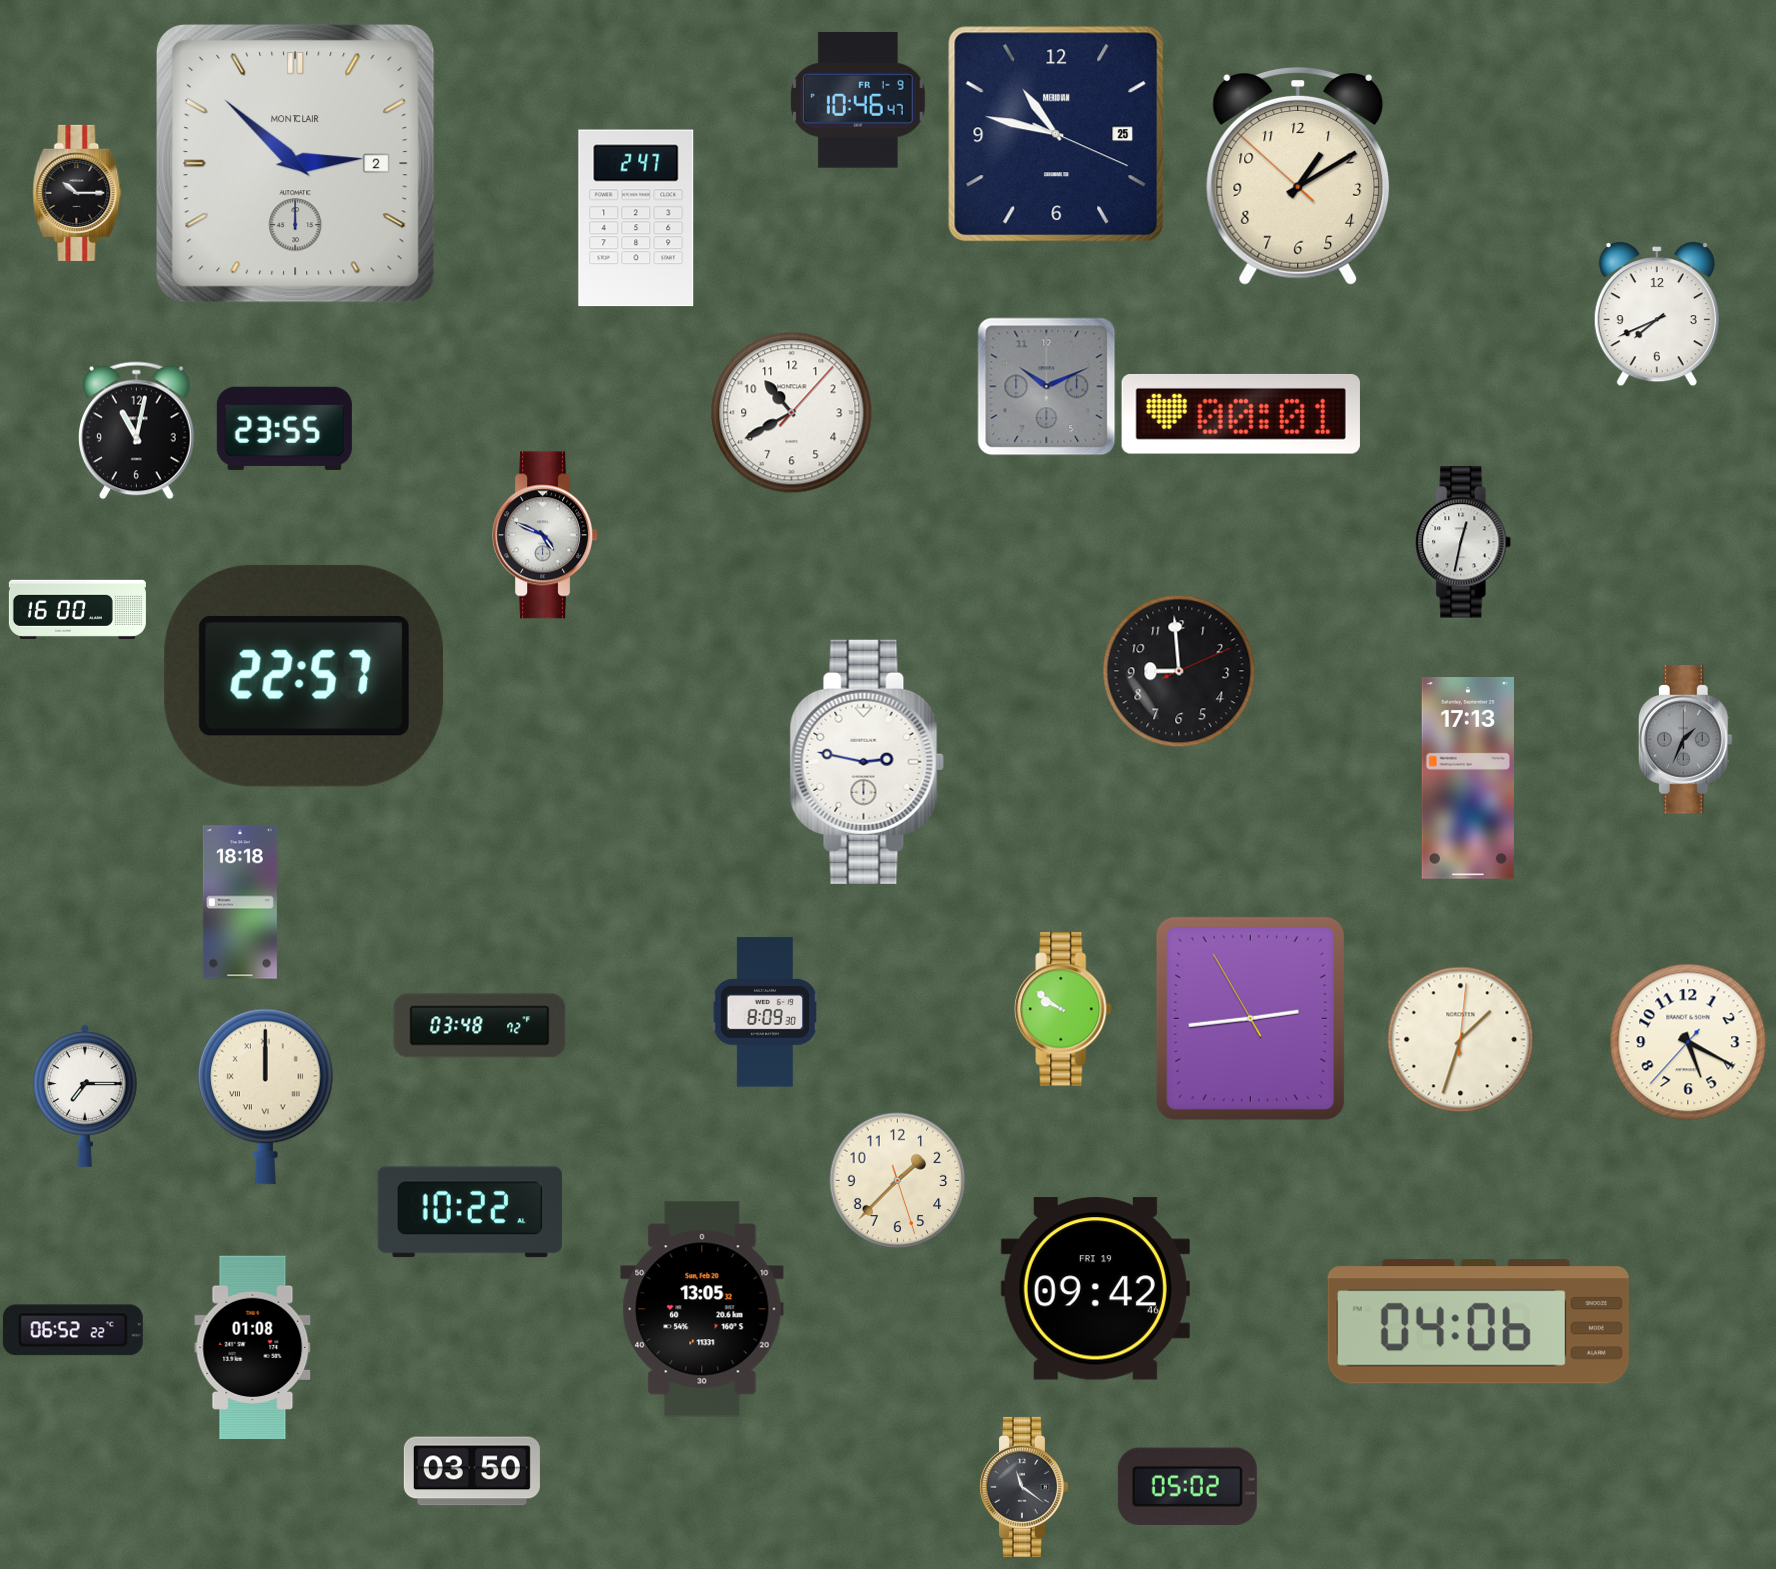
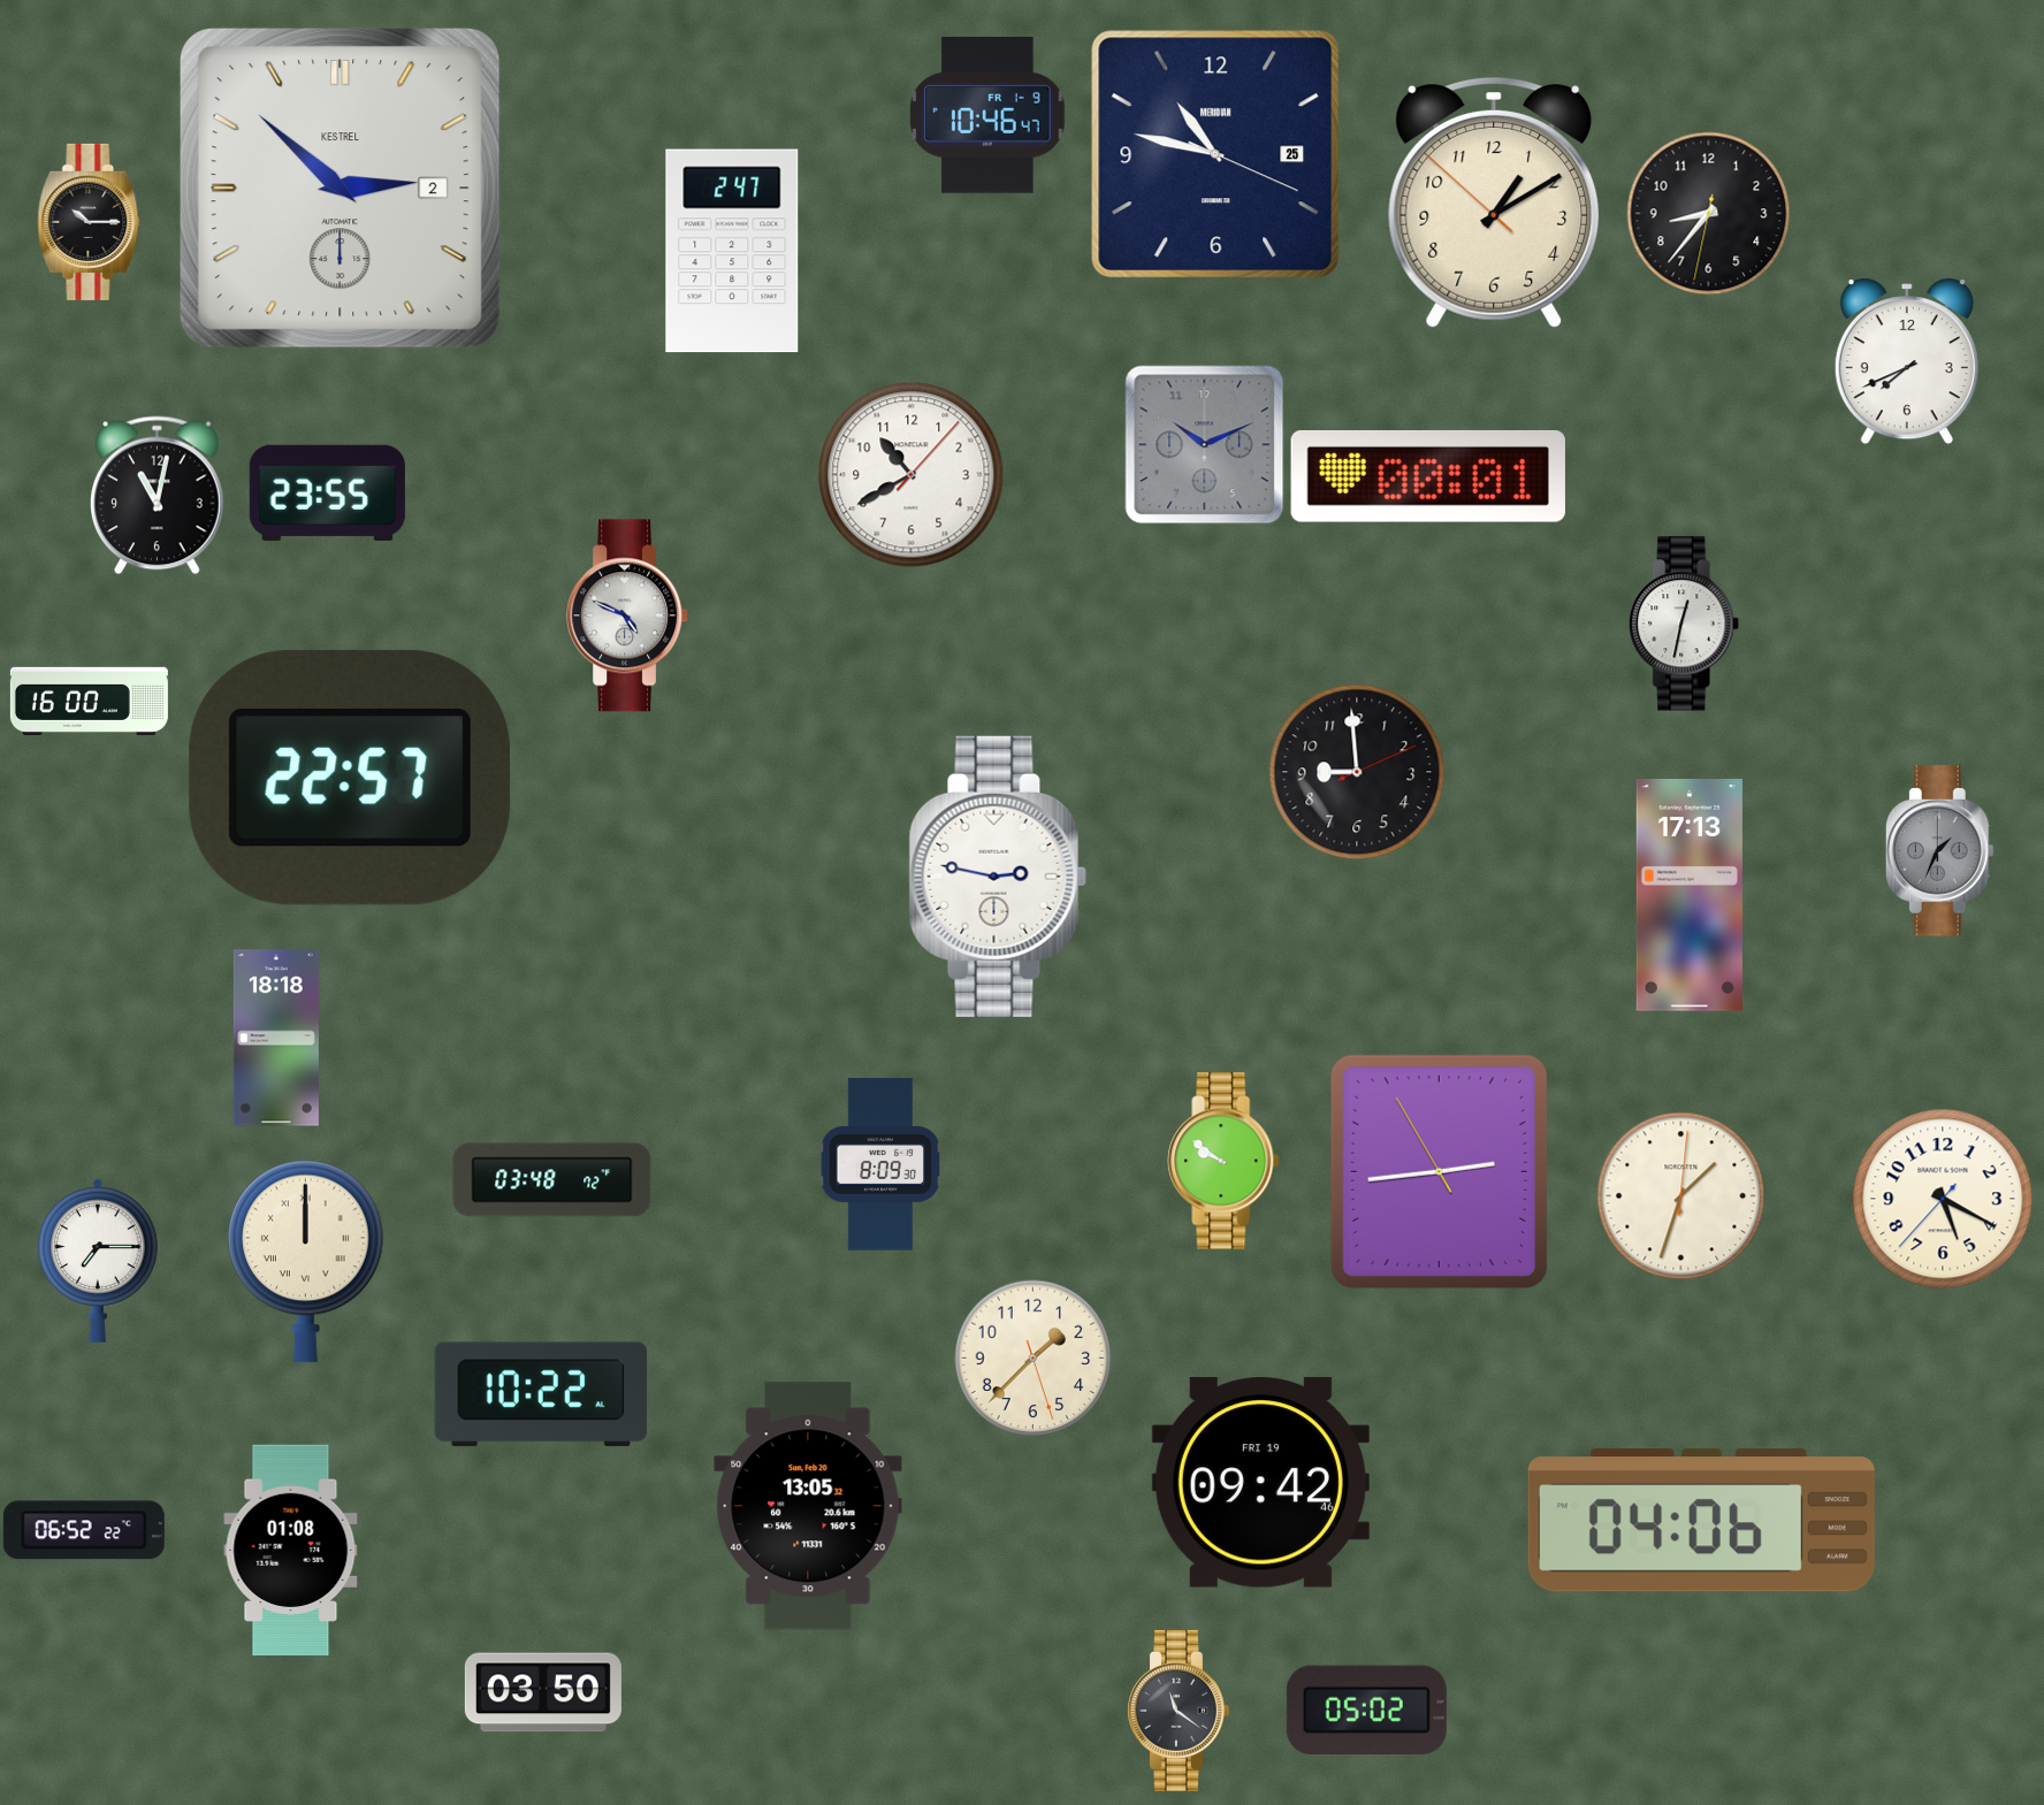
clock at (295, 163) brand: MONTCLAIR -> KESTREL
clock at (1709, 214): none -> 8:36
